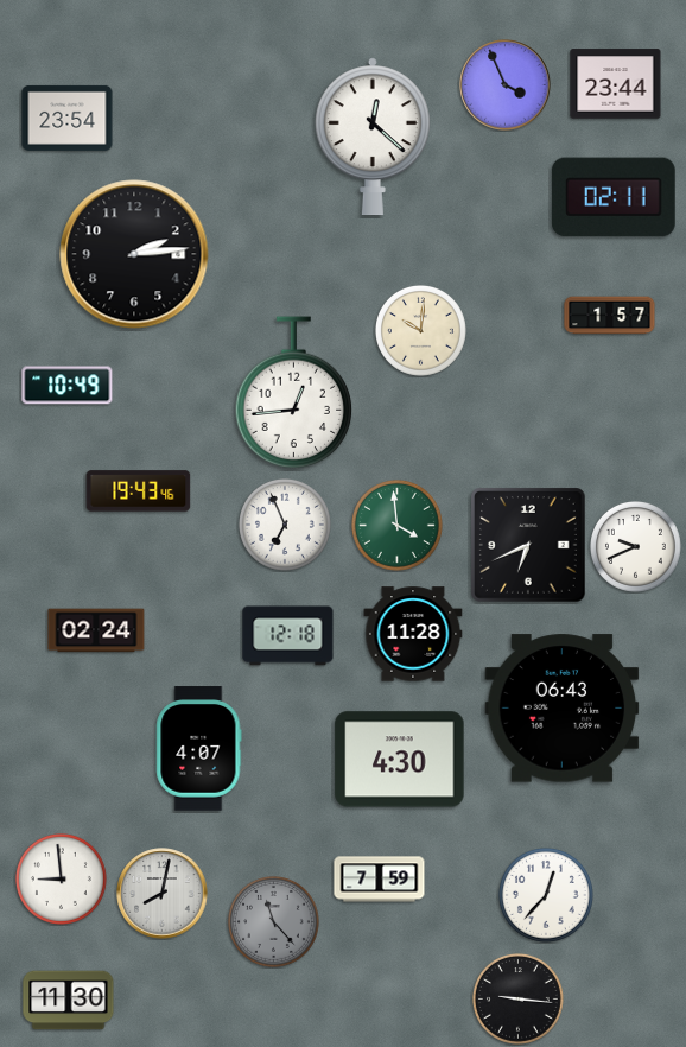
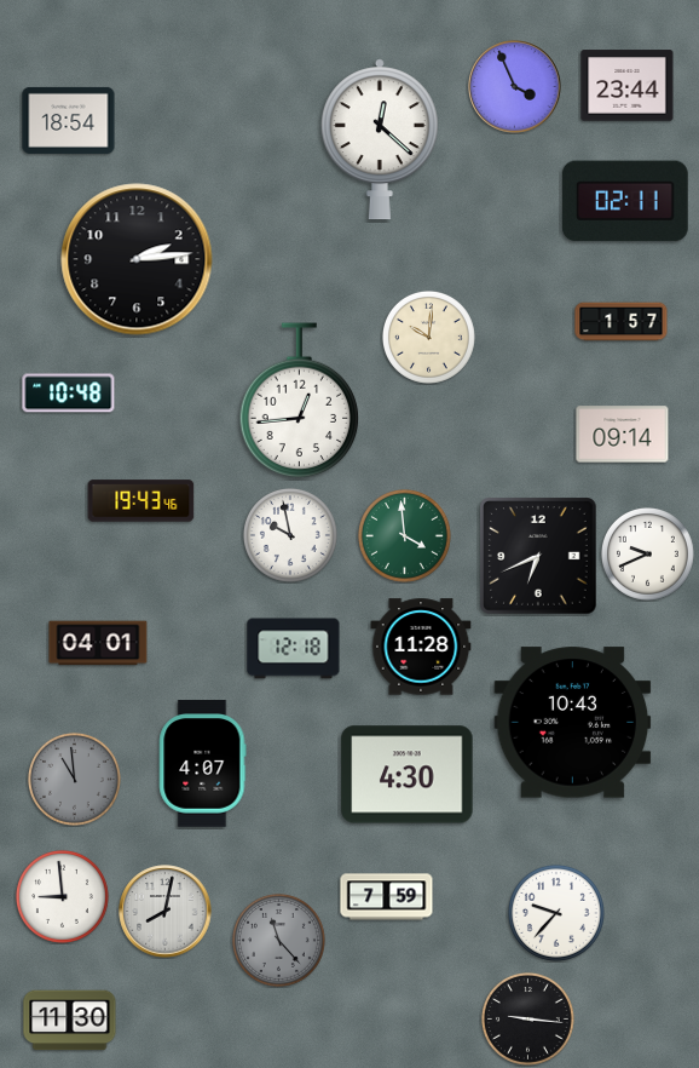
clock at (68, 118): 23:54 -> 18:54
clock at (68, 386): 10:49 -> 10:48
clock at (623, 435): none -> 09:14
clock at (285, 525): 6:56 -> 9:58
clock at (635, 546) position: (635, 546) -> (647, 553)
clock at (96, 630): 02:24 -> 04:01
clock at (563, 709): 06:43 -> 10:43
clock at (74, 779): none -> 10:59
clock at (546, 895): 12:37 -> 9:37
